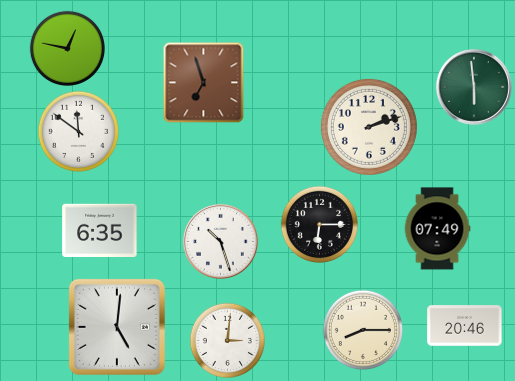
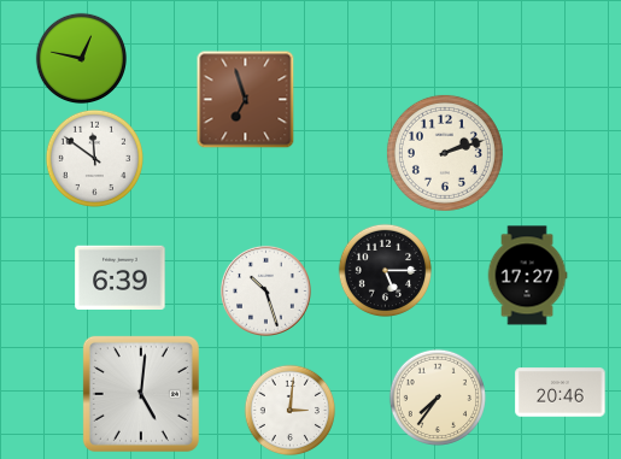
clock at (474, 87): 5:59 -> none
clock at (319, 224): 6:15 -> 5:15
clock at (437, 229): 07:49 -> 17:27
clock at (100, 231): 6:35 -> 6:39
clock at (362, 329): 8:15 -> 7:36
clock at (228, 341) position: (228, 341) -> (291, 411)
